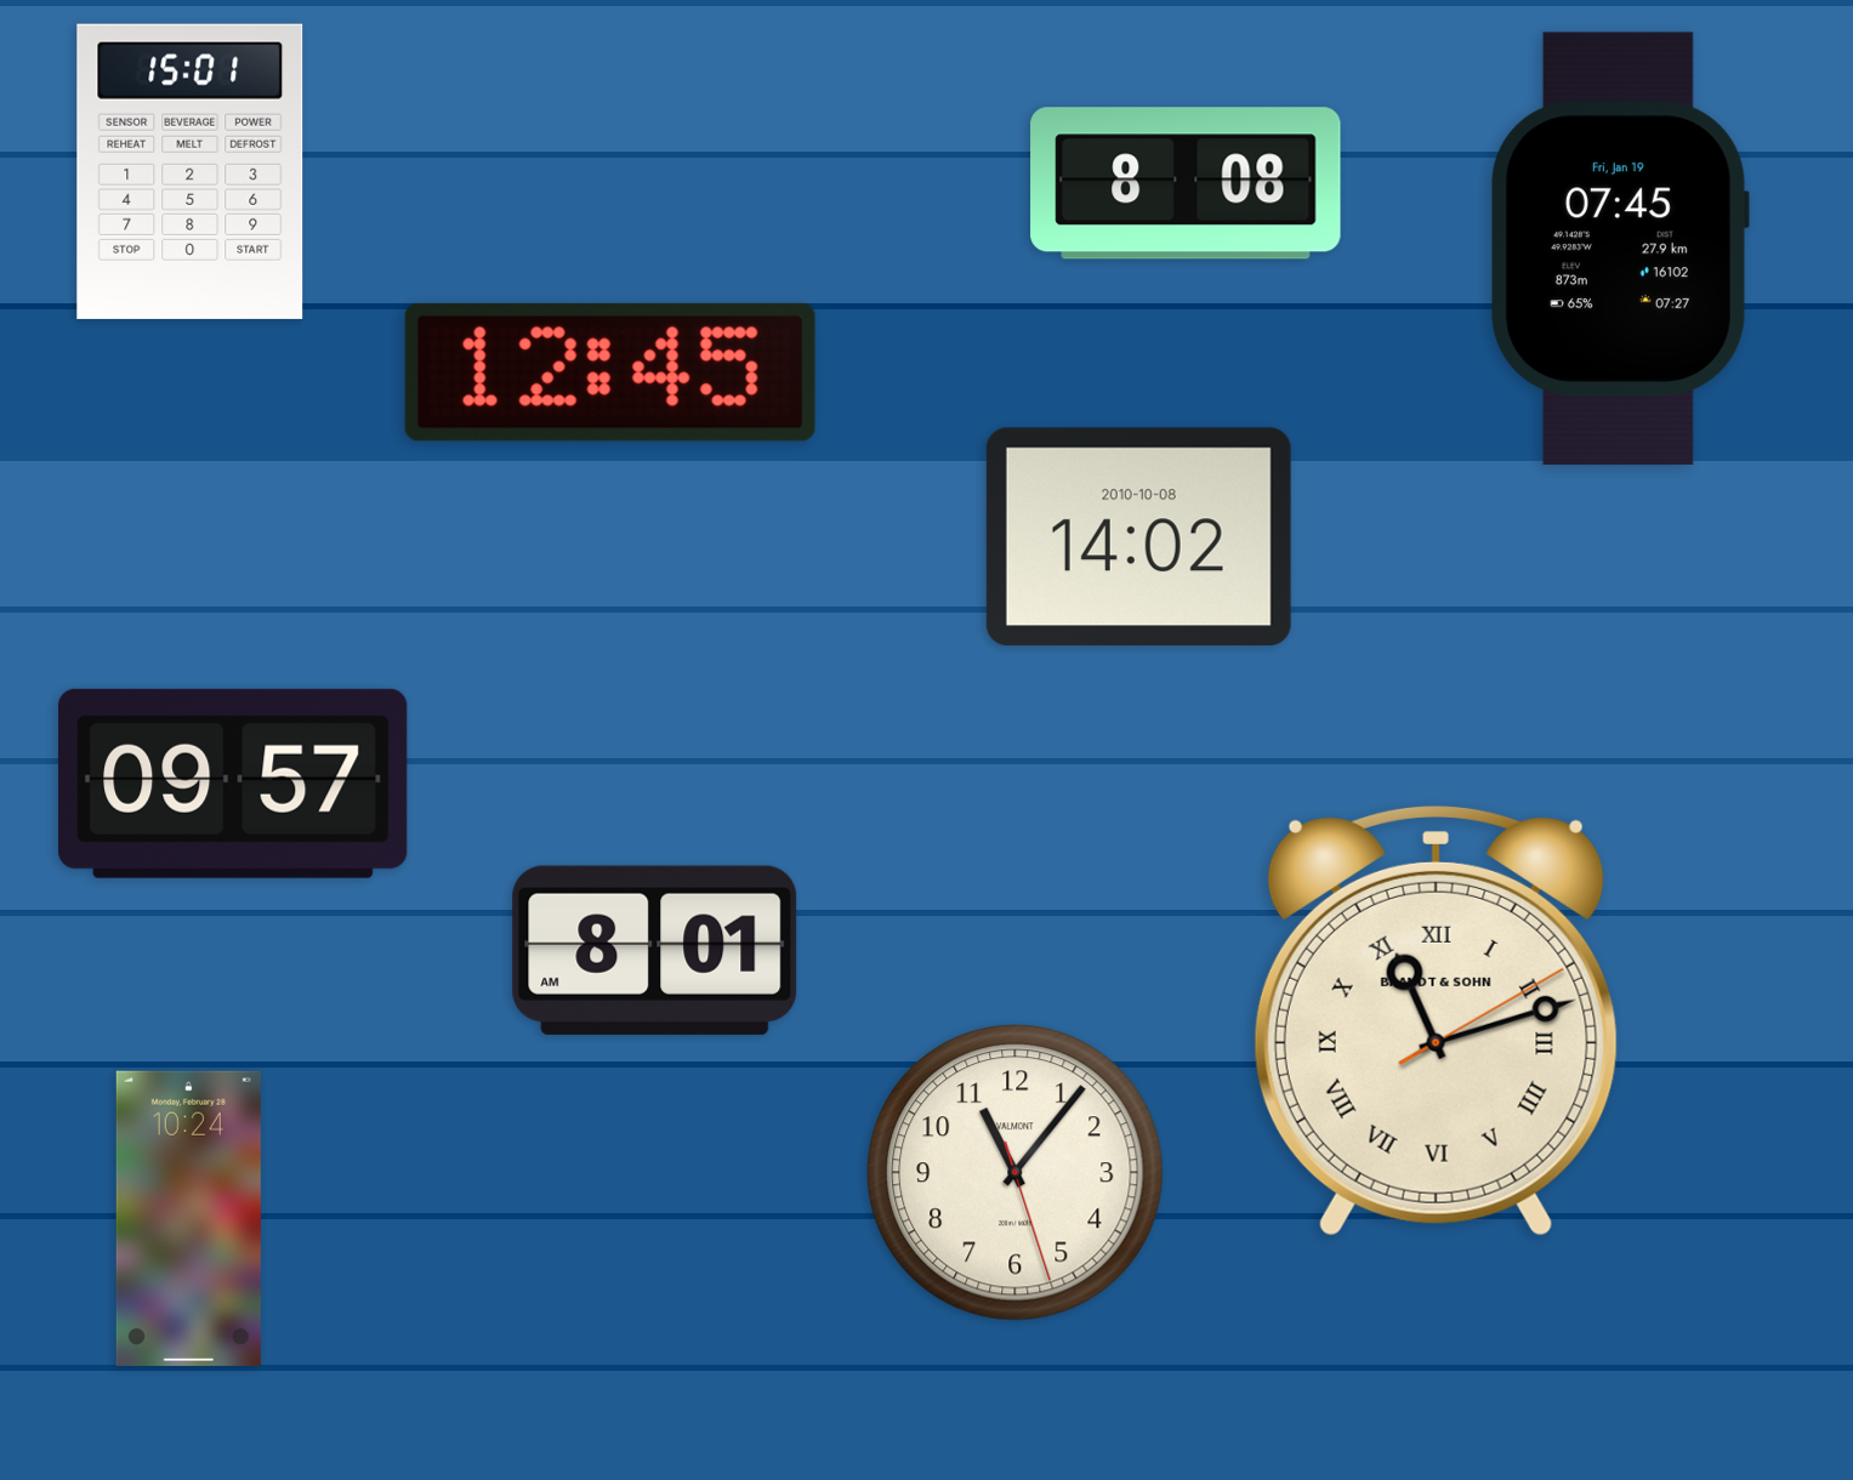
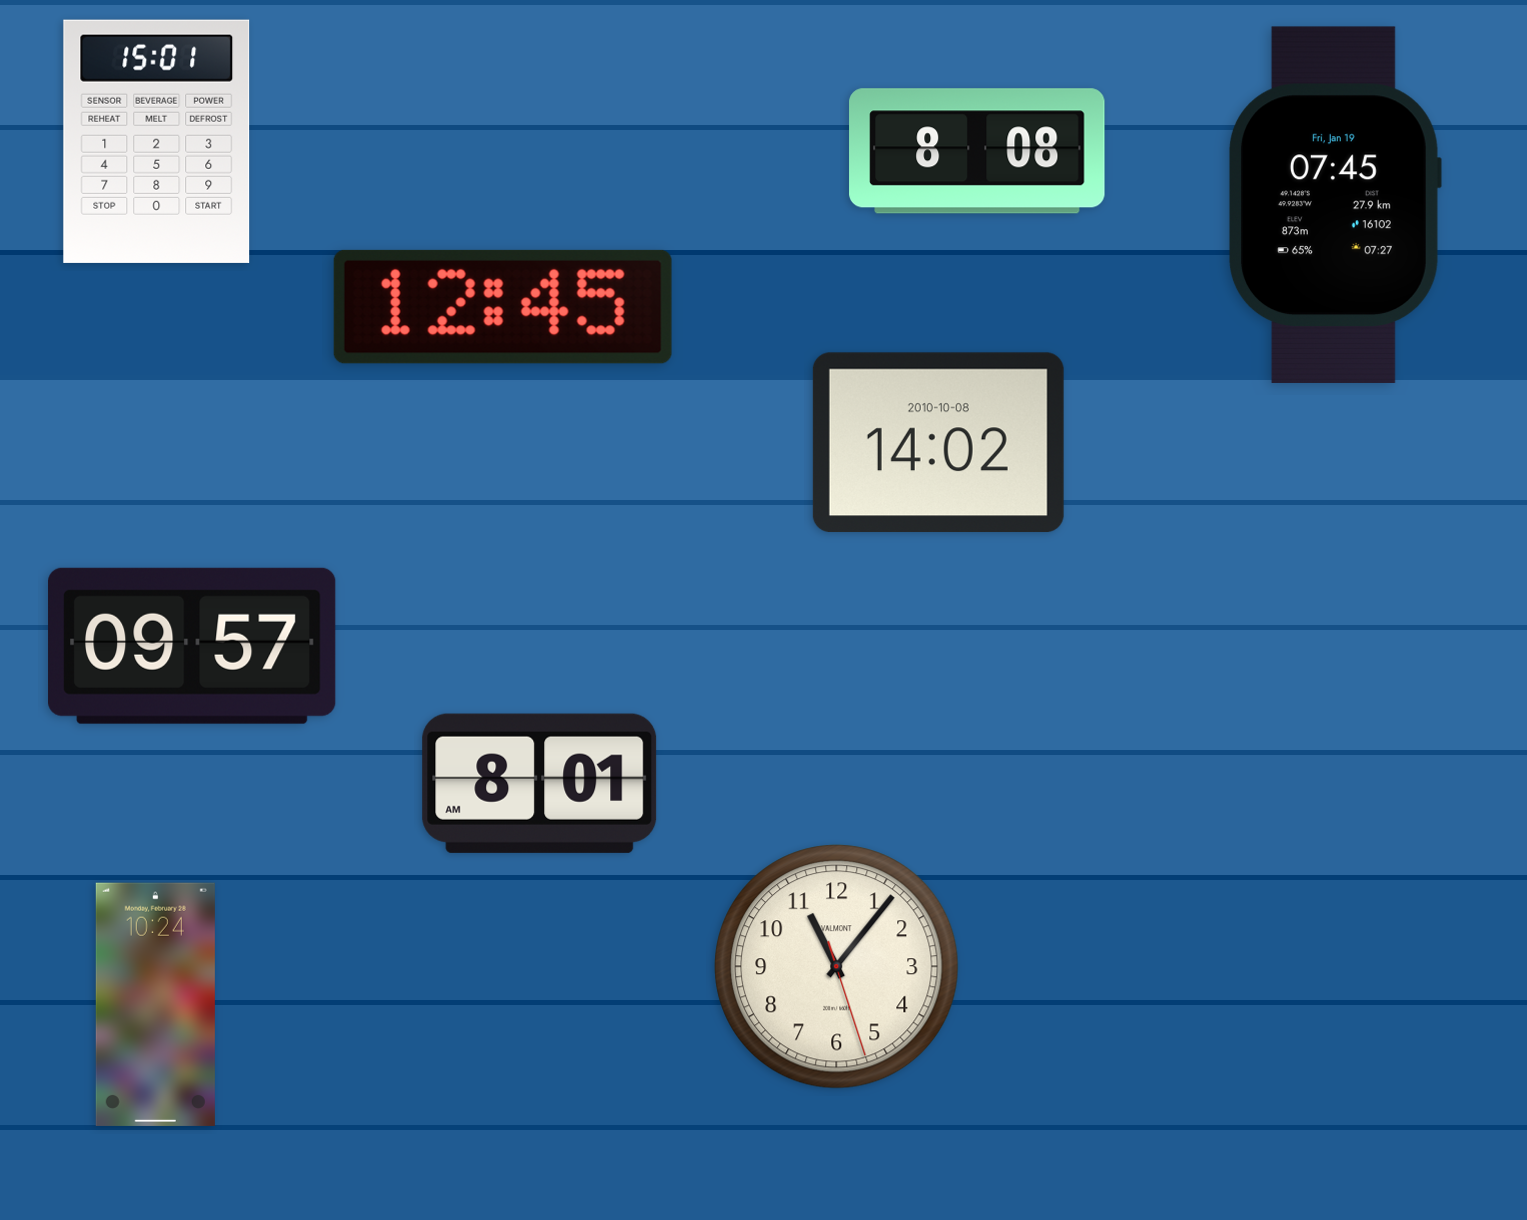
clock at (1436, 1020): 11:12 -> none
